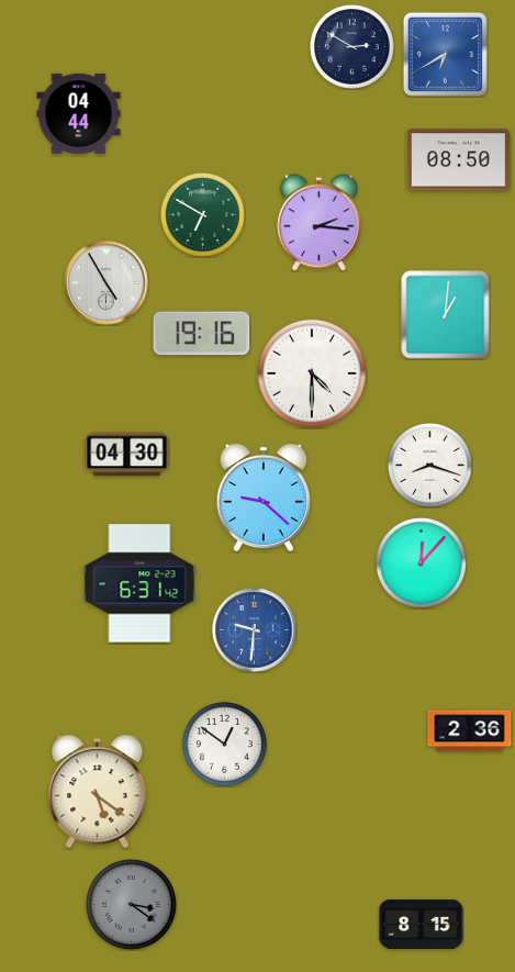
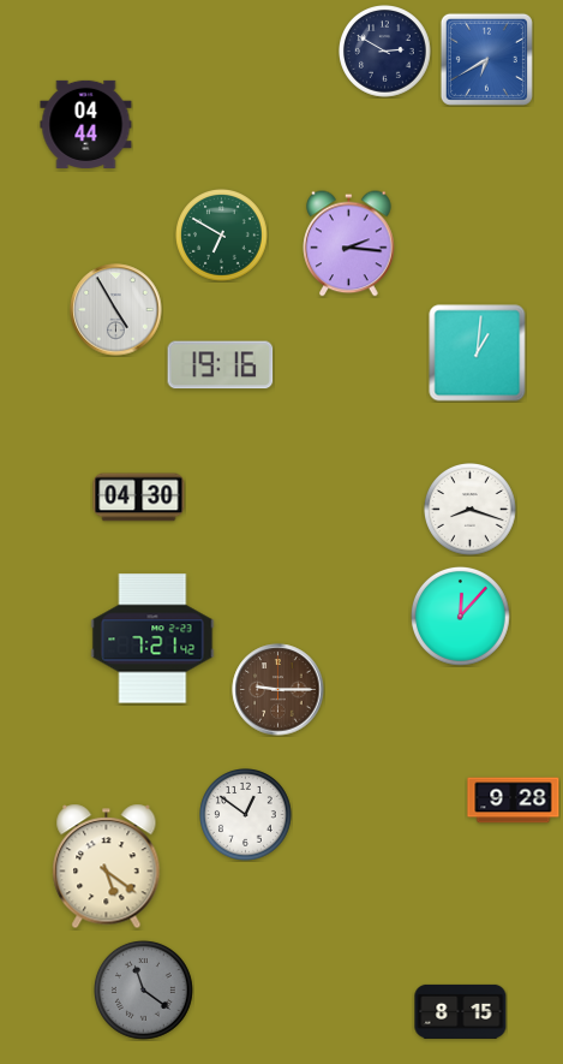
clock at (458, 160): 08:50 -> none
clock at (446, 315) position: (446, 315) -> (478, 353)
clock at (312, 373): 4:30 -> none
clock at (264, 498): 9:22 -> none
clock at (139, 583): 6:31 -> 7:21
clock at (255, 630): 9:31 -> 9:15
clock at (255, 630) dial: blue -> brown
clock at (470, 731): 2:36 -> 9:28
clock at (131, 904): 3:21 -> 11:21
